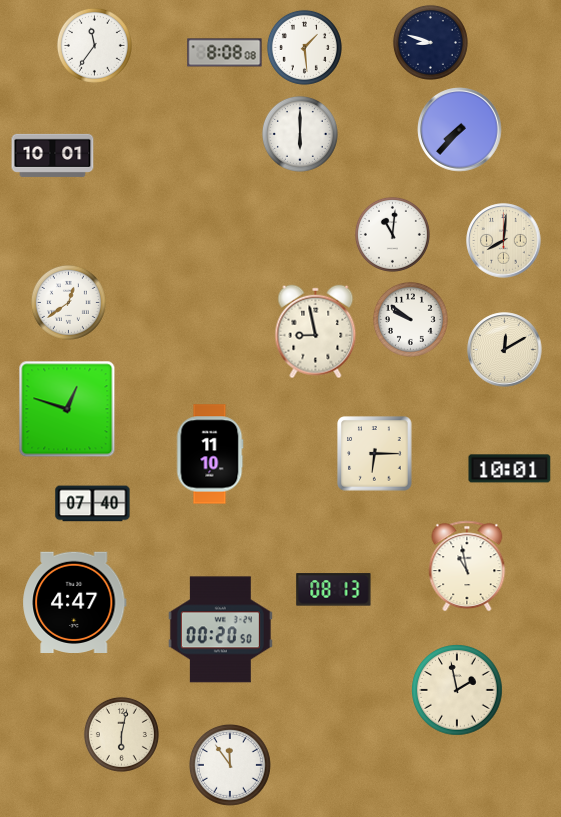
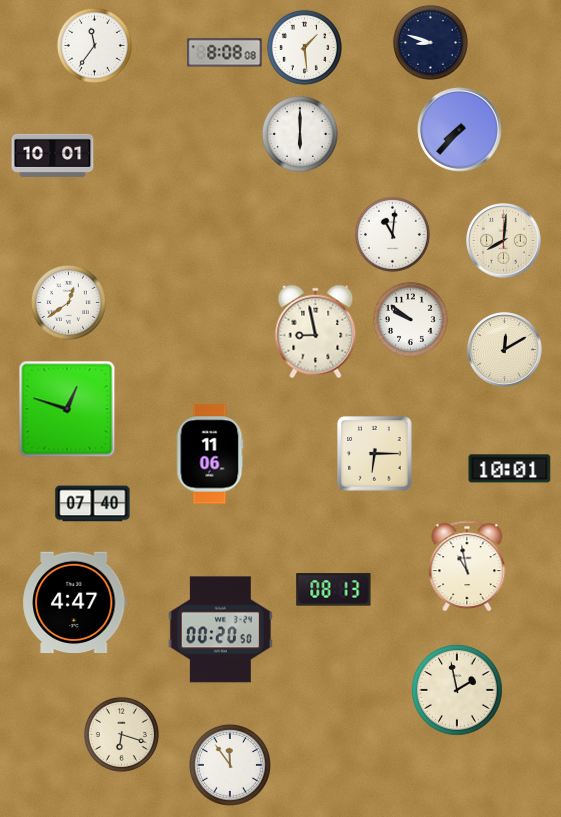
clock at (210, 454): 11:10 -> 11:06
clock at (121, 734): 6:02 -> 6:18
